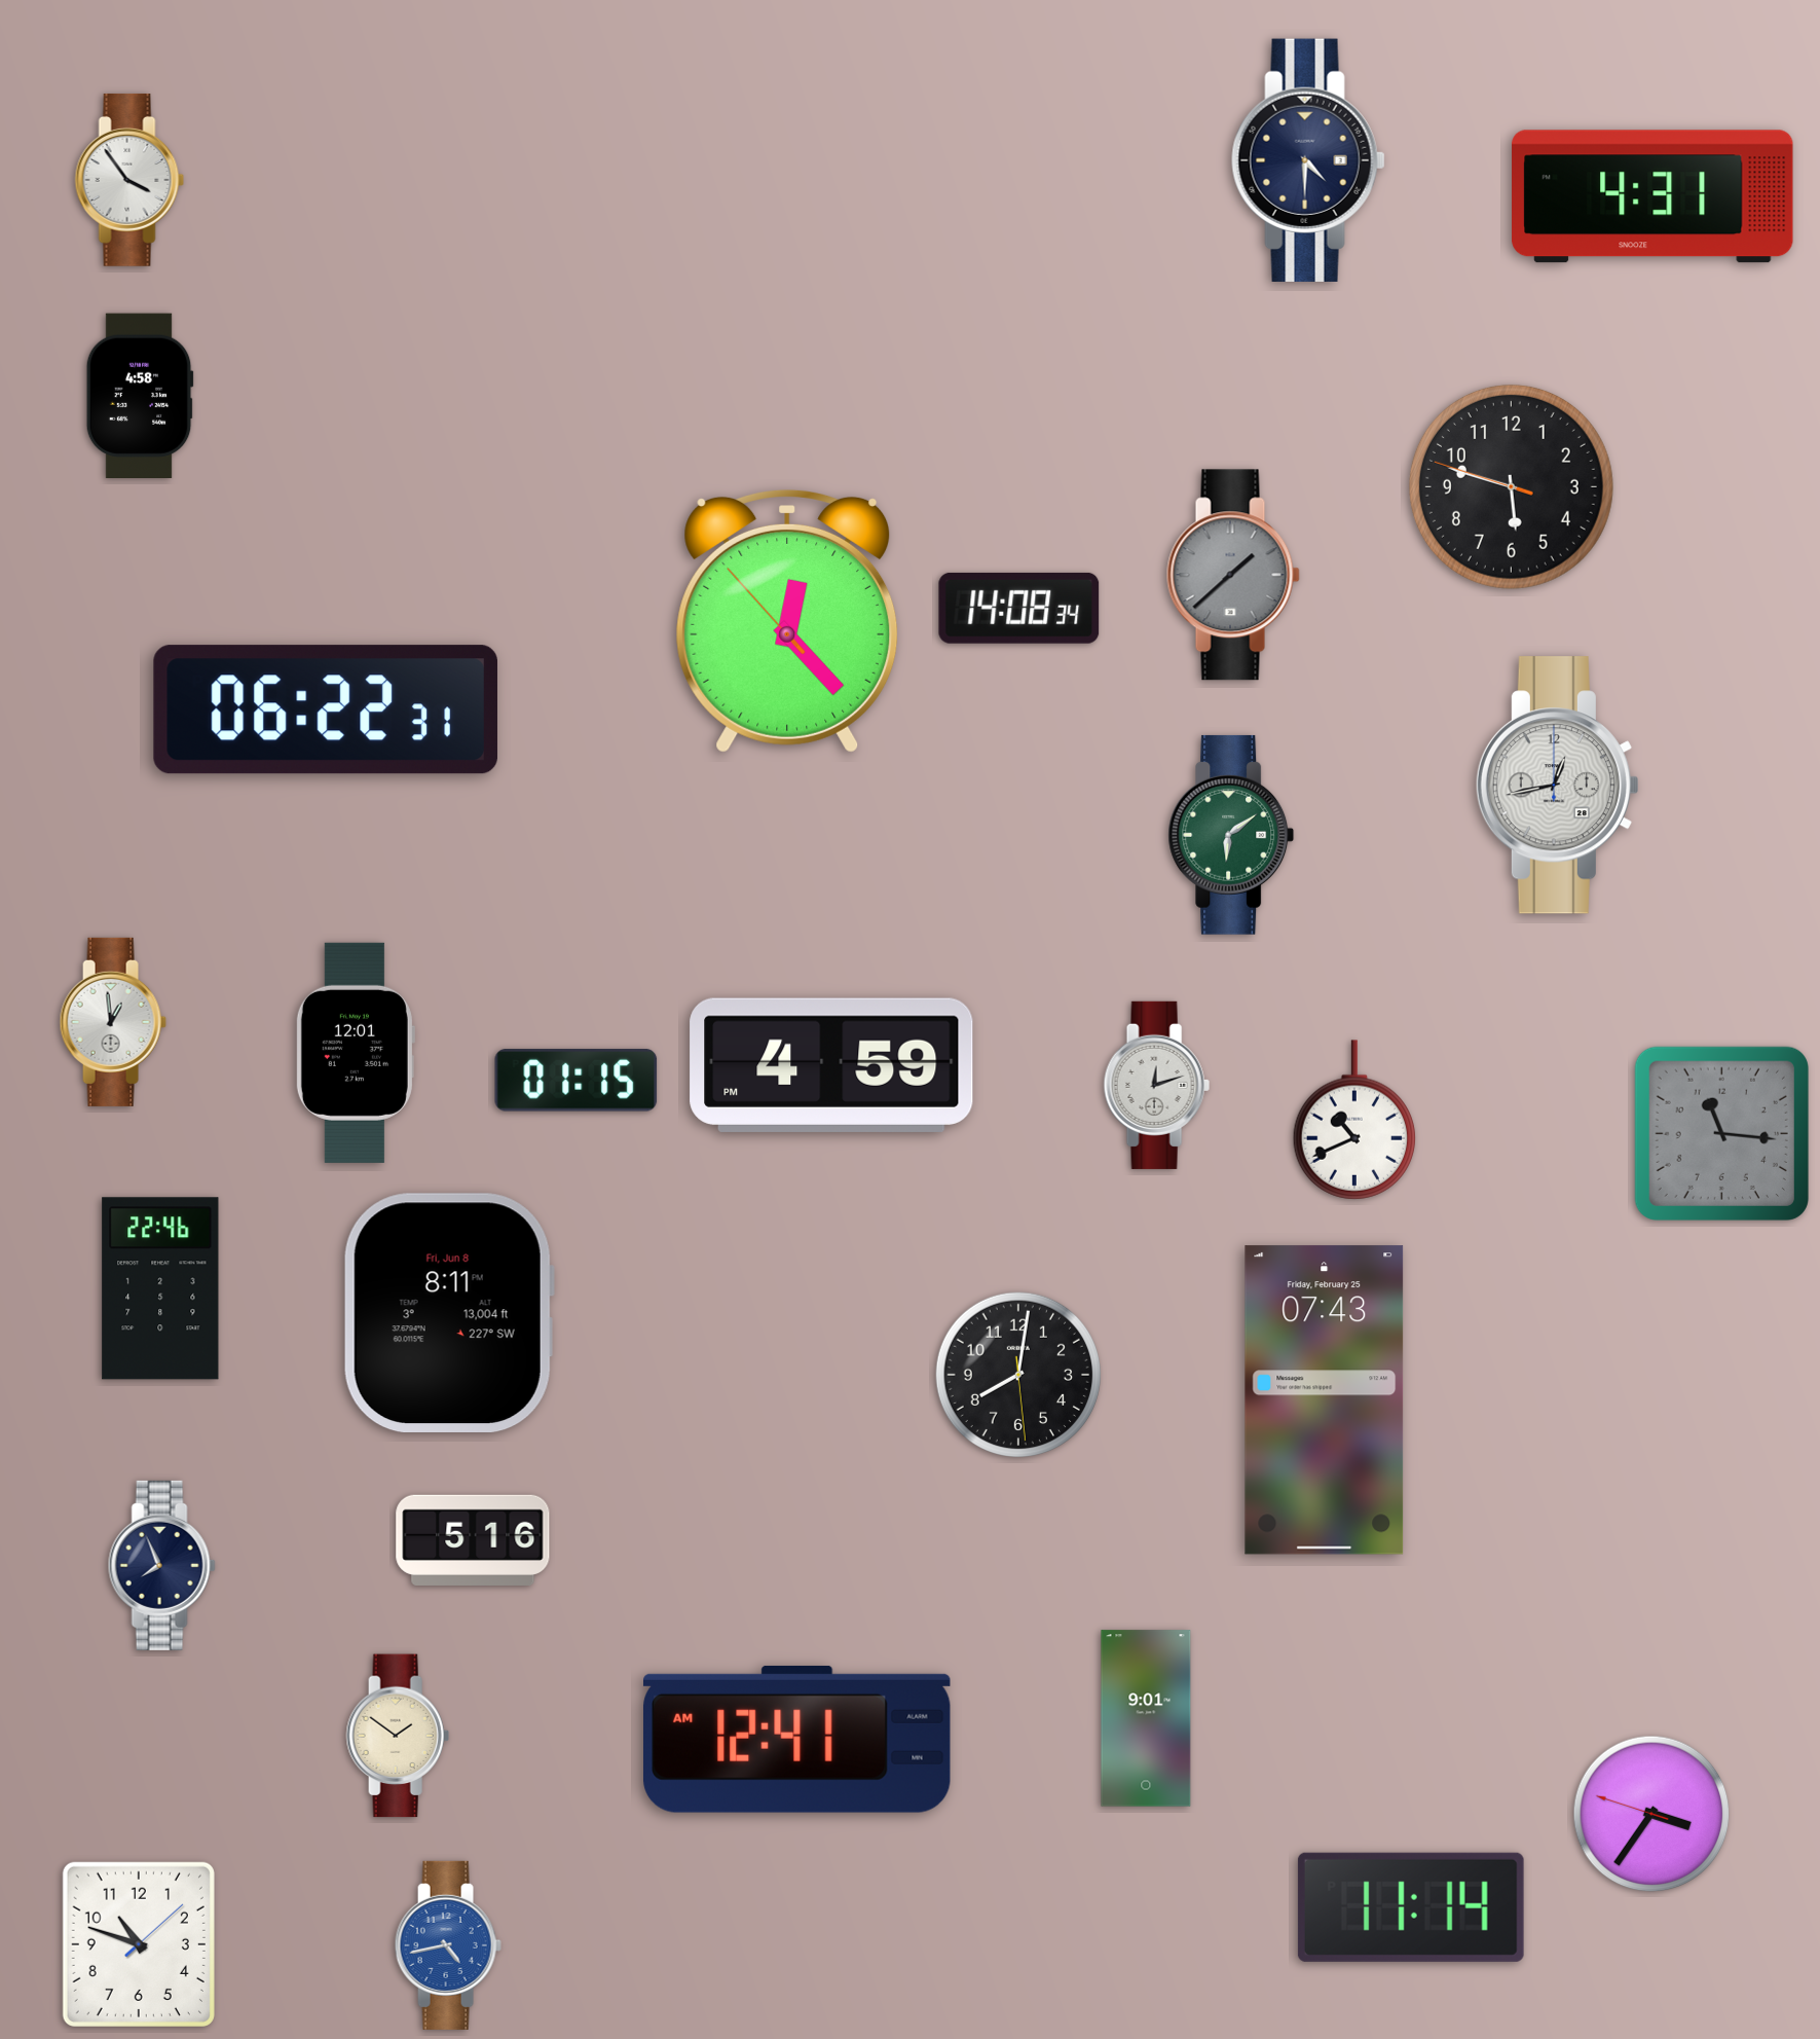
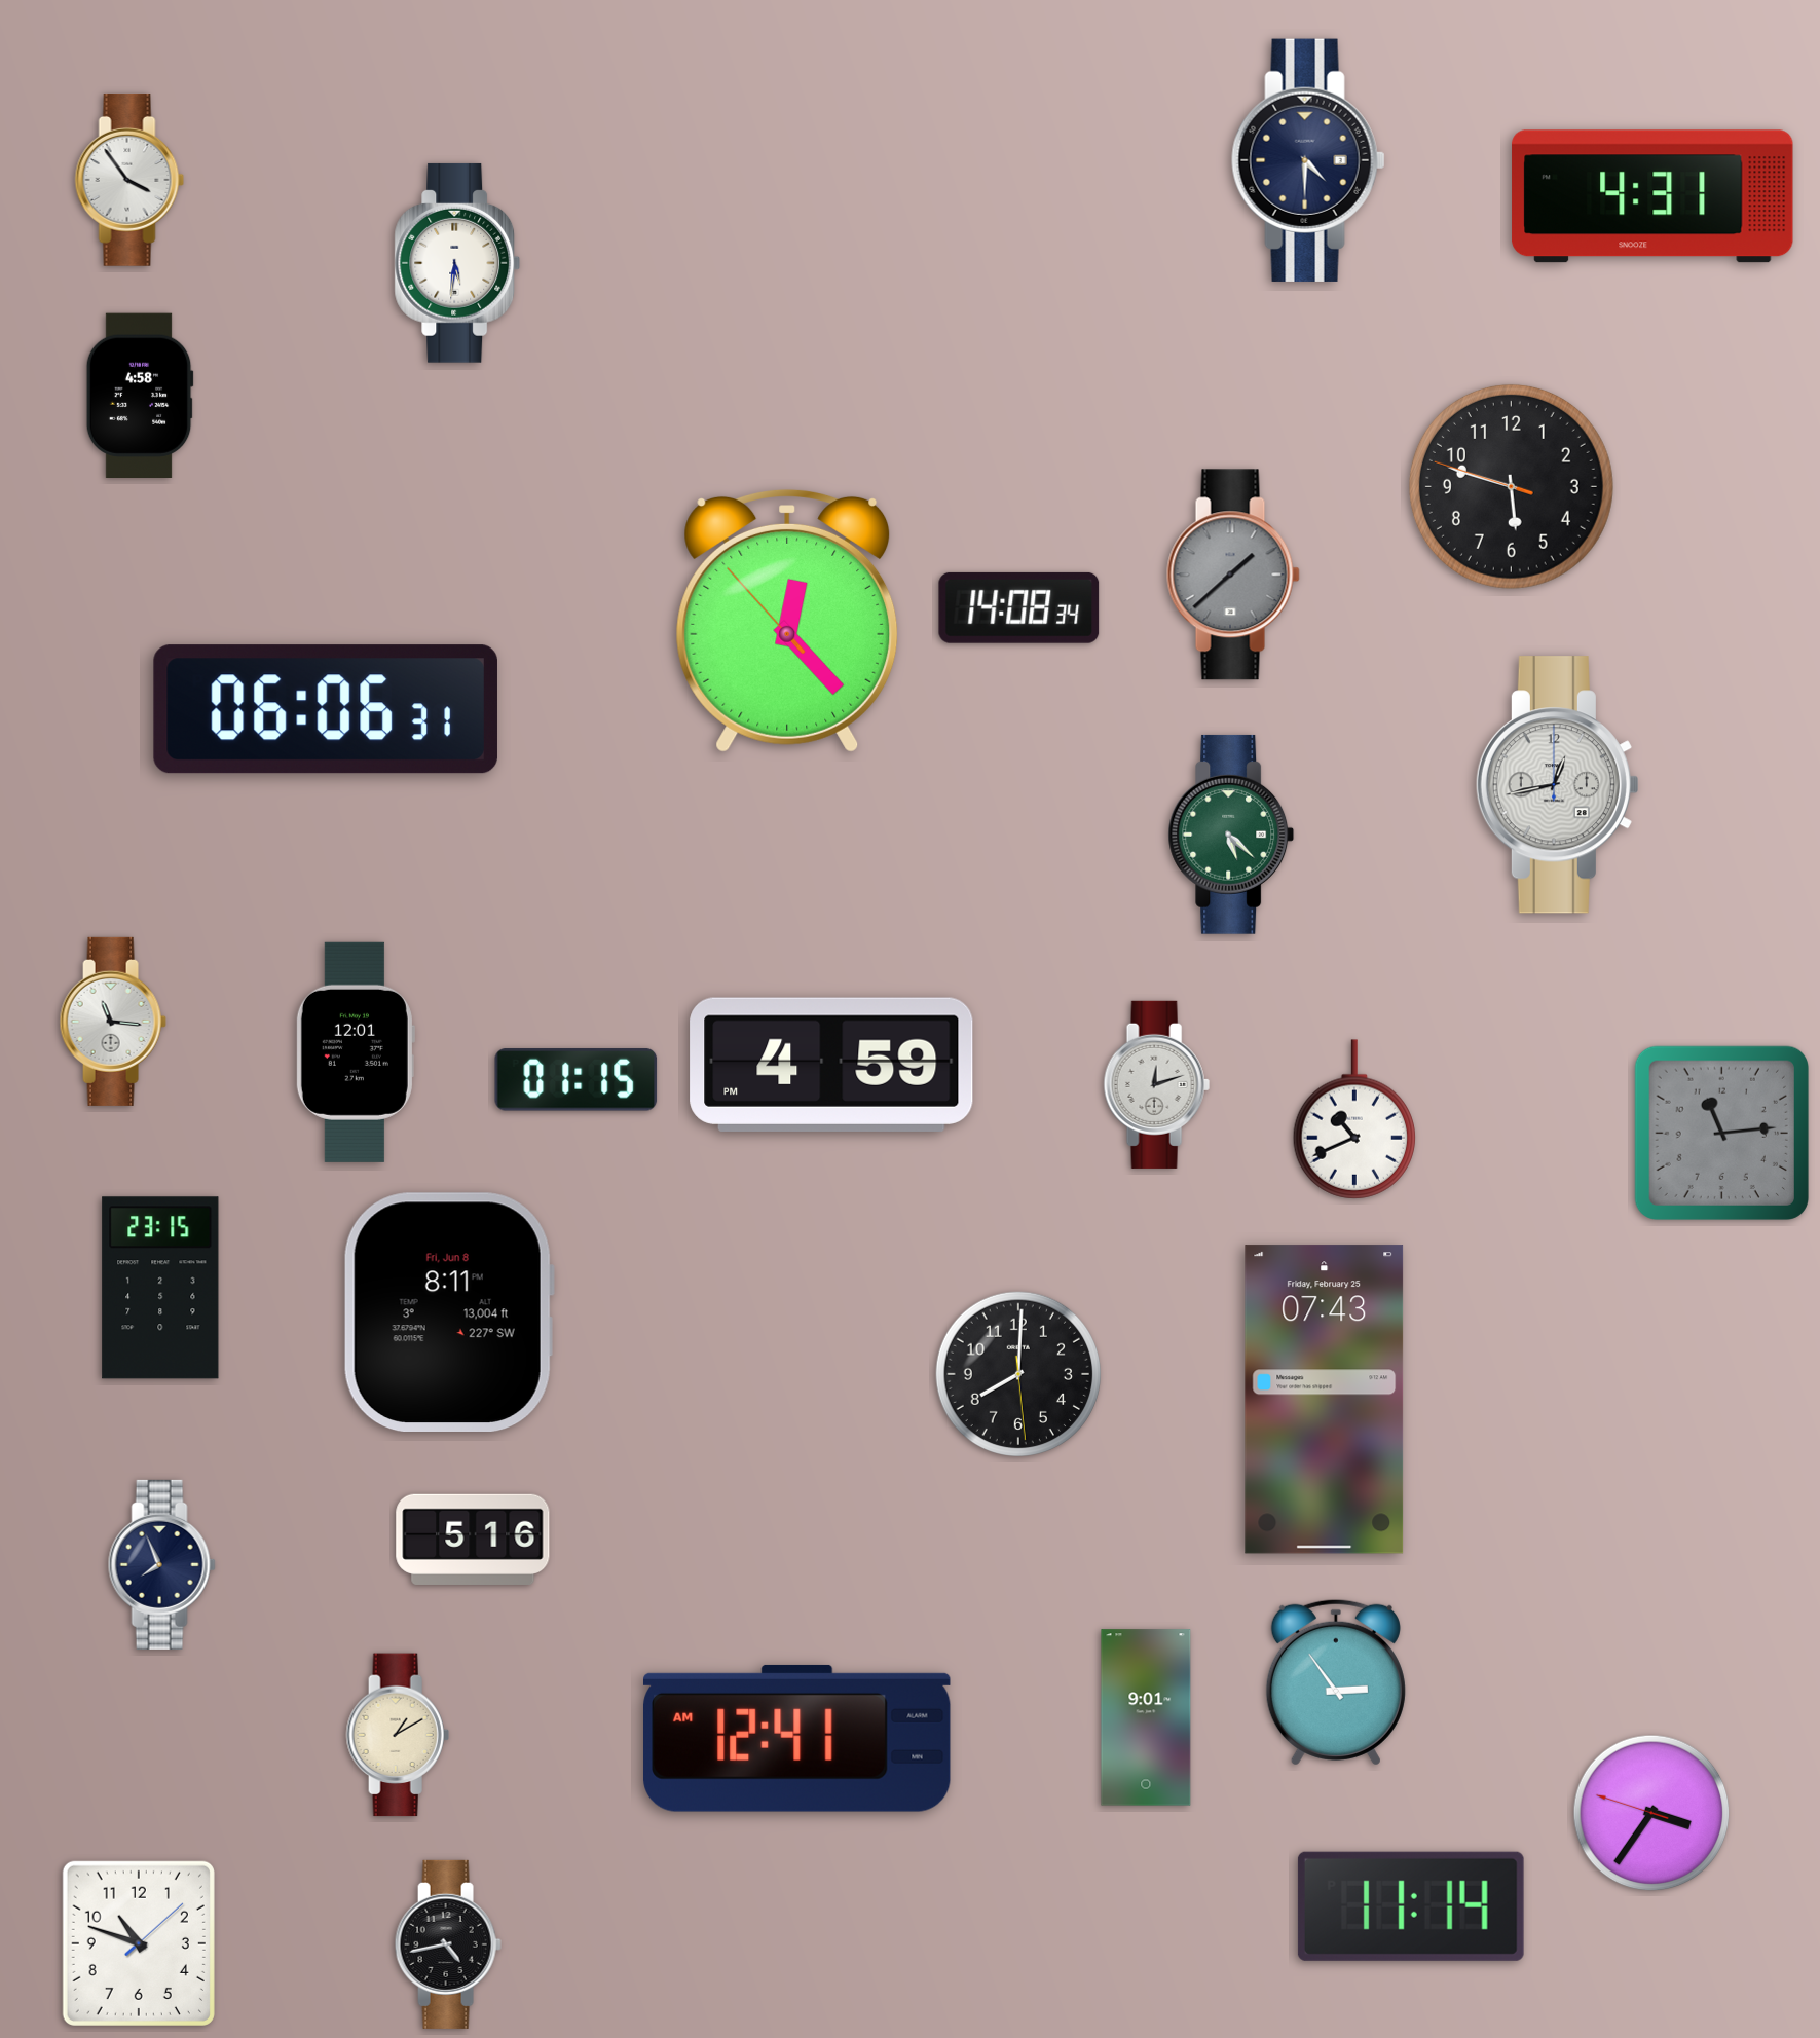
clock at (457, 263): none -> 5:31
clock at (326, 709): 06:22 -> 06:06
clock at (1231, 835): 6:09 -> 5:22
clock at (113, 1022): 12:59 -> 11:16
clock at (1721, 1133): 11:16 -> 11:14
clock at (160, 1288): 22:46 -> 23:15
clock at (1017, 1374): 8:01 -> 8:00
clock at (1336, 1682): none -> 2:54
clock at (398, 1736): 1:51 -> 1:10
clock at (448, 1945) dial: blue -> black
